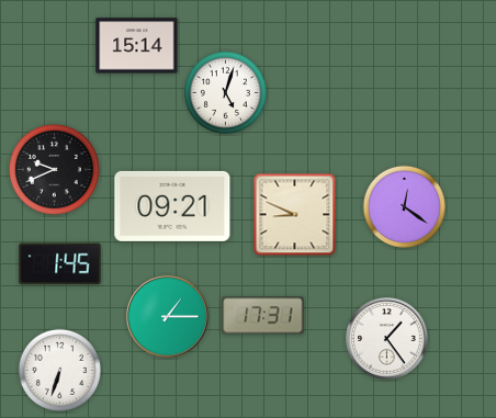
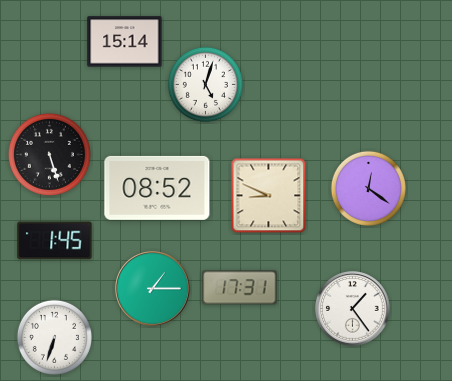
clock at (54, 169): 9:41 -> 5:27
clock at (172, 206): 09:21 -> 08:52
